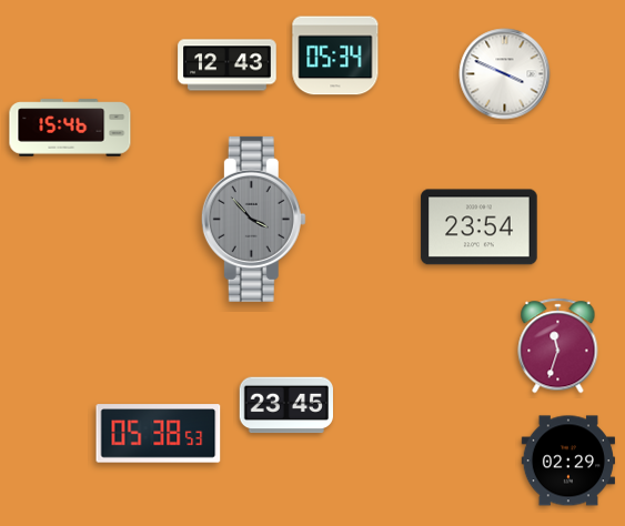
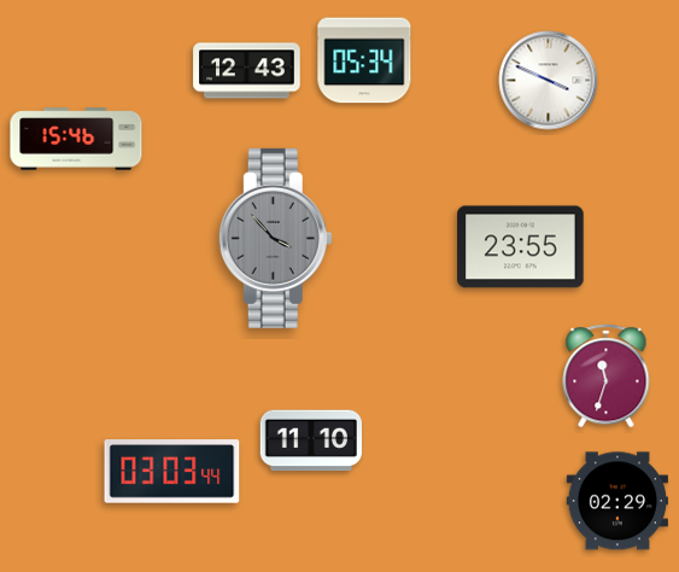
clock at (480, 227): 23:54 -> 23:55
clock at (285, 405): 23:45 -> 11:10
clock at (159, 434): 05:38 -> 03:03
